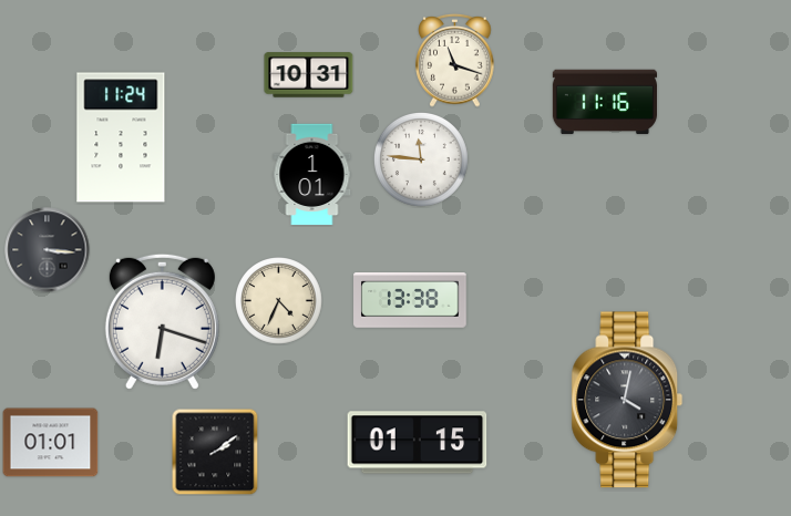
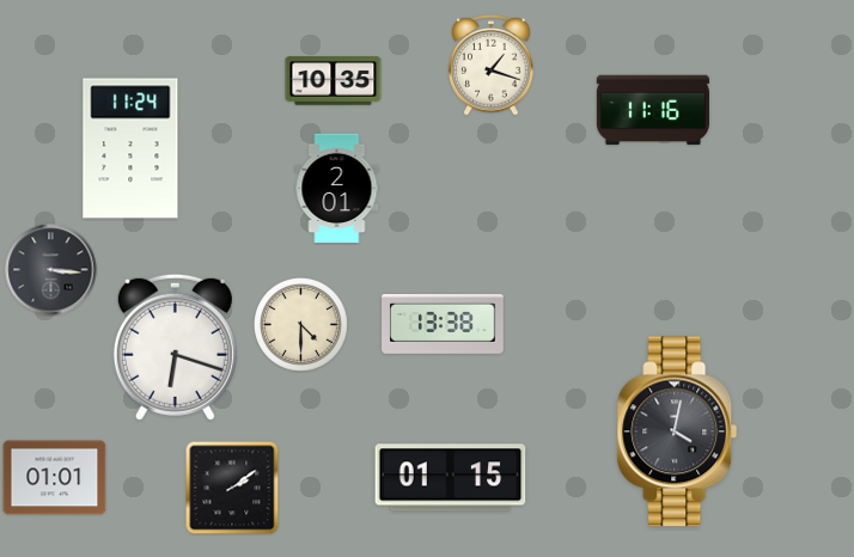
clock at (455, 61): 11:18 -> 1:18
clock at (309, 75): 10:31 -> 10:35
clock at (421, 159): 11:46 -> none
clock at (312, 175): 1:01 -> 2:01
clock at (279, 301): 4:34 -> 4:30
